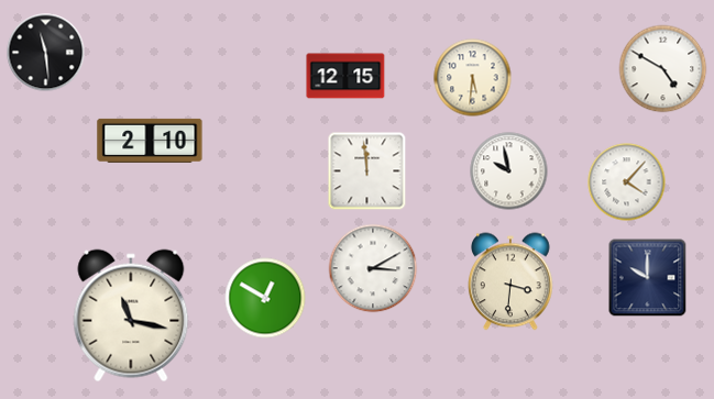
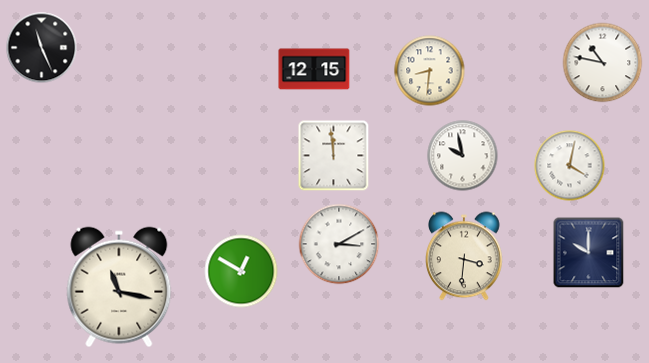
clock at (46, 53): 11:29 -> 11:26
clock at (663, 69): 4:50 -> 10:47
clock at (473, 78): 5:31 -> 8:31
clock at (150, 141): 2:10 -> none
clock at (627, 182): 4:07 -> 4:02
